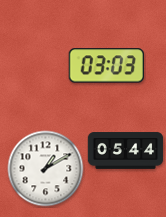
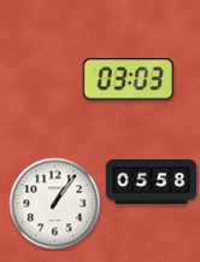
clock at (126, 151): 05:44 -> 05:58
clock at (46, 169): 1:10 -> 1:06
